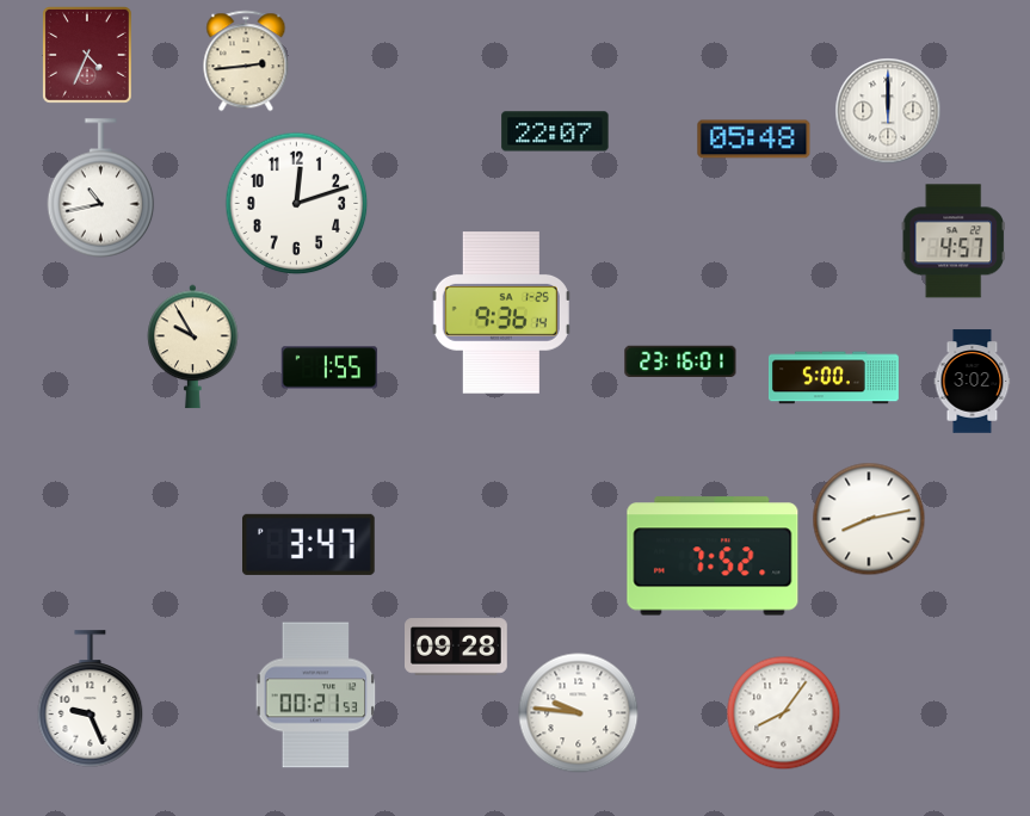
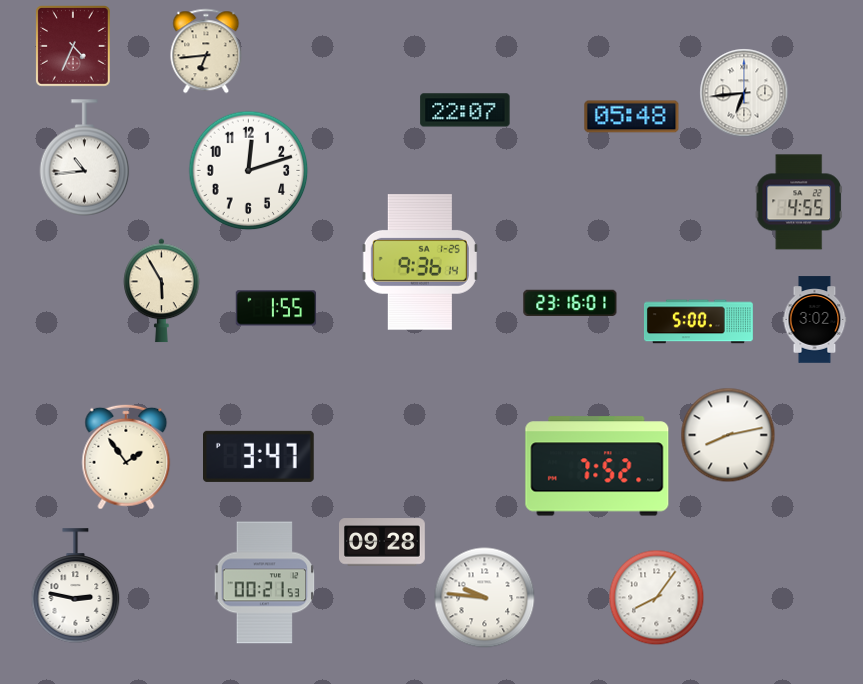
clock at (246, 61): 2:44 -> 6:44
clock at (888, 111): 12:00 -> 6:44
clock at (101, 188): 10:43 -> 10:44
clock at (952, 241): 4:57 -> 4:55
clock at (193, 347): 9:55 -> 5:55
clock at (833, 378) position: (833, 378) -> (698, 322)
clock at (126, 457): none -> 1:54
clock at (91, 699): 9:26 -> 2:47
